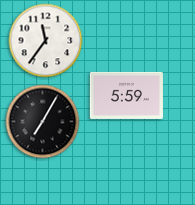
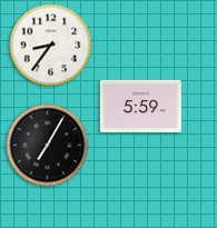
clock at (46, 41): 11:36 -> 8:36
clock at (43, 122) position: (43, 122) -> (48, 146)
